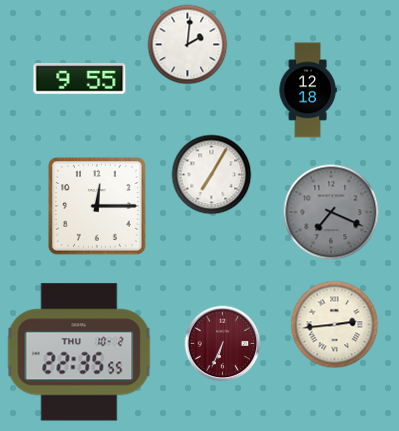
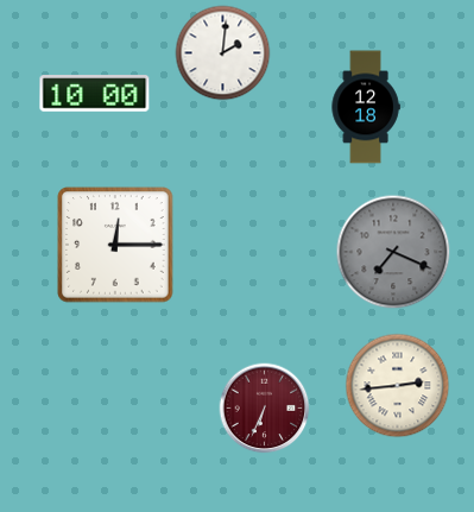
clock at (80, 79): 9:55 -> 10:00
clock at (212, 175): 7:05 -> none
clock at (79, 352): 22:35 -> none
